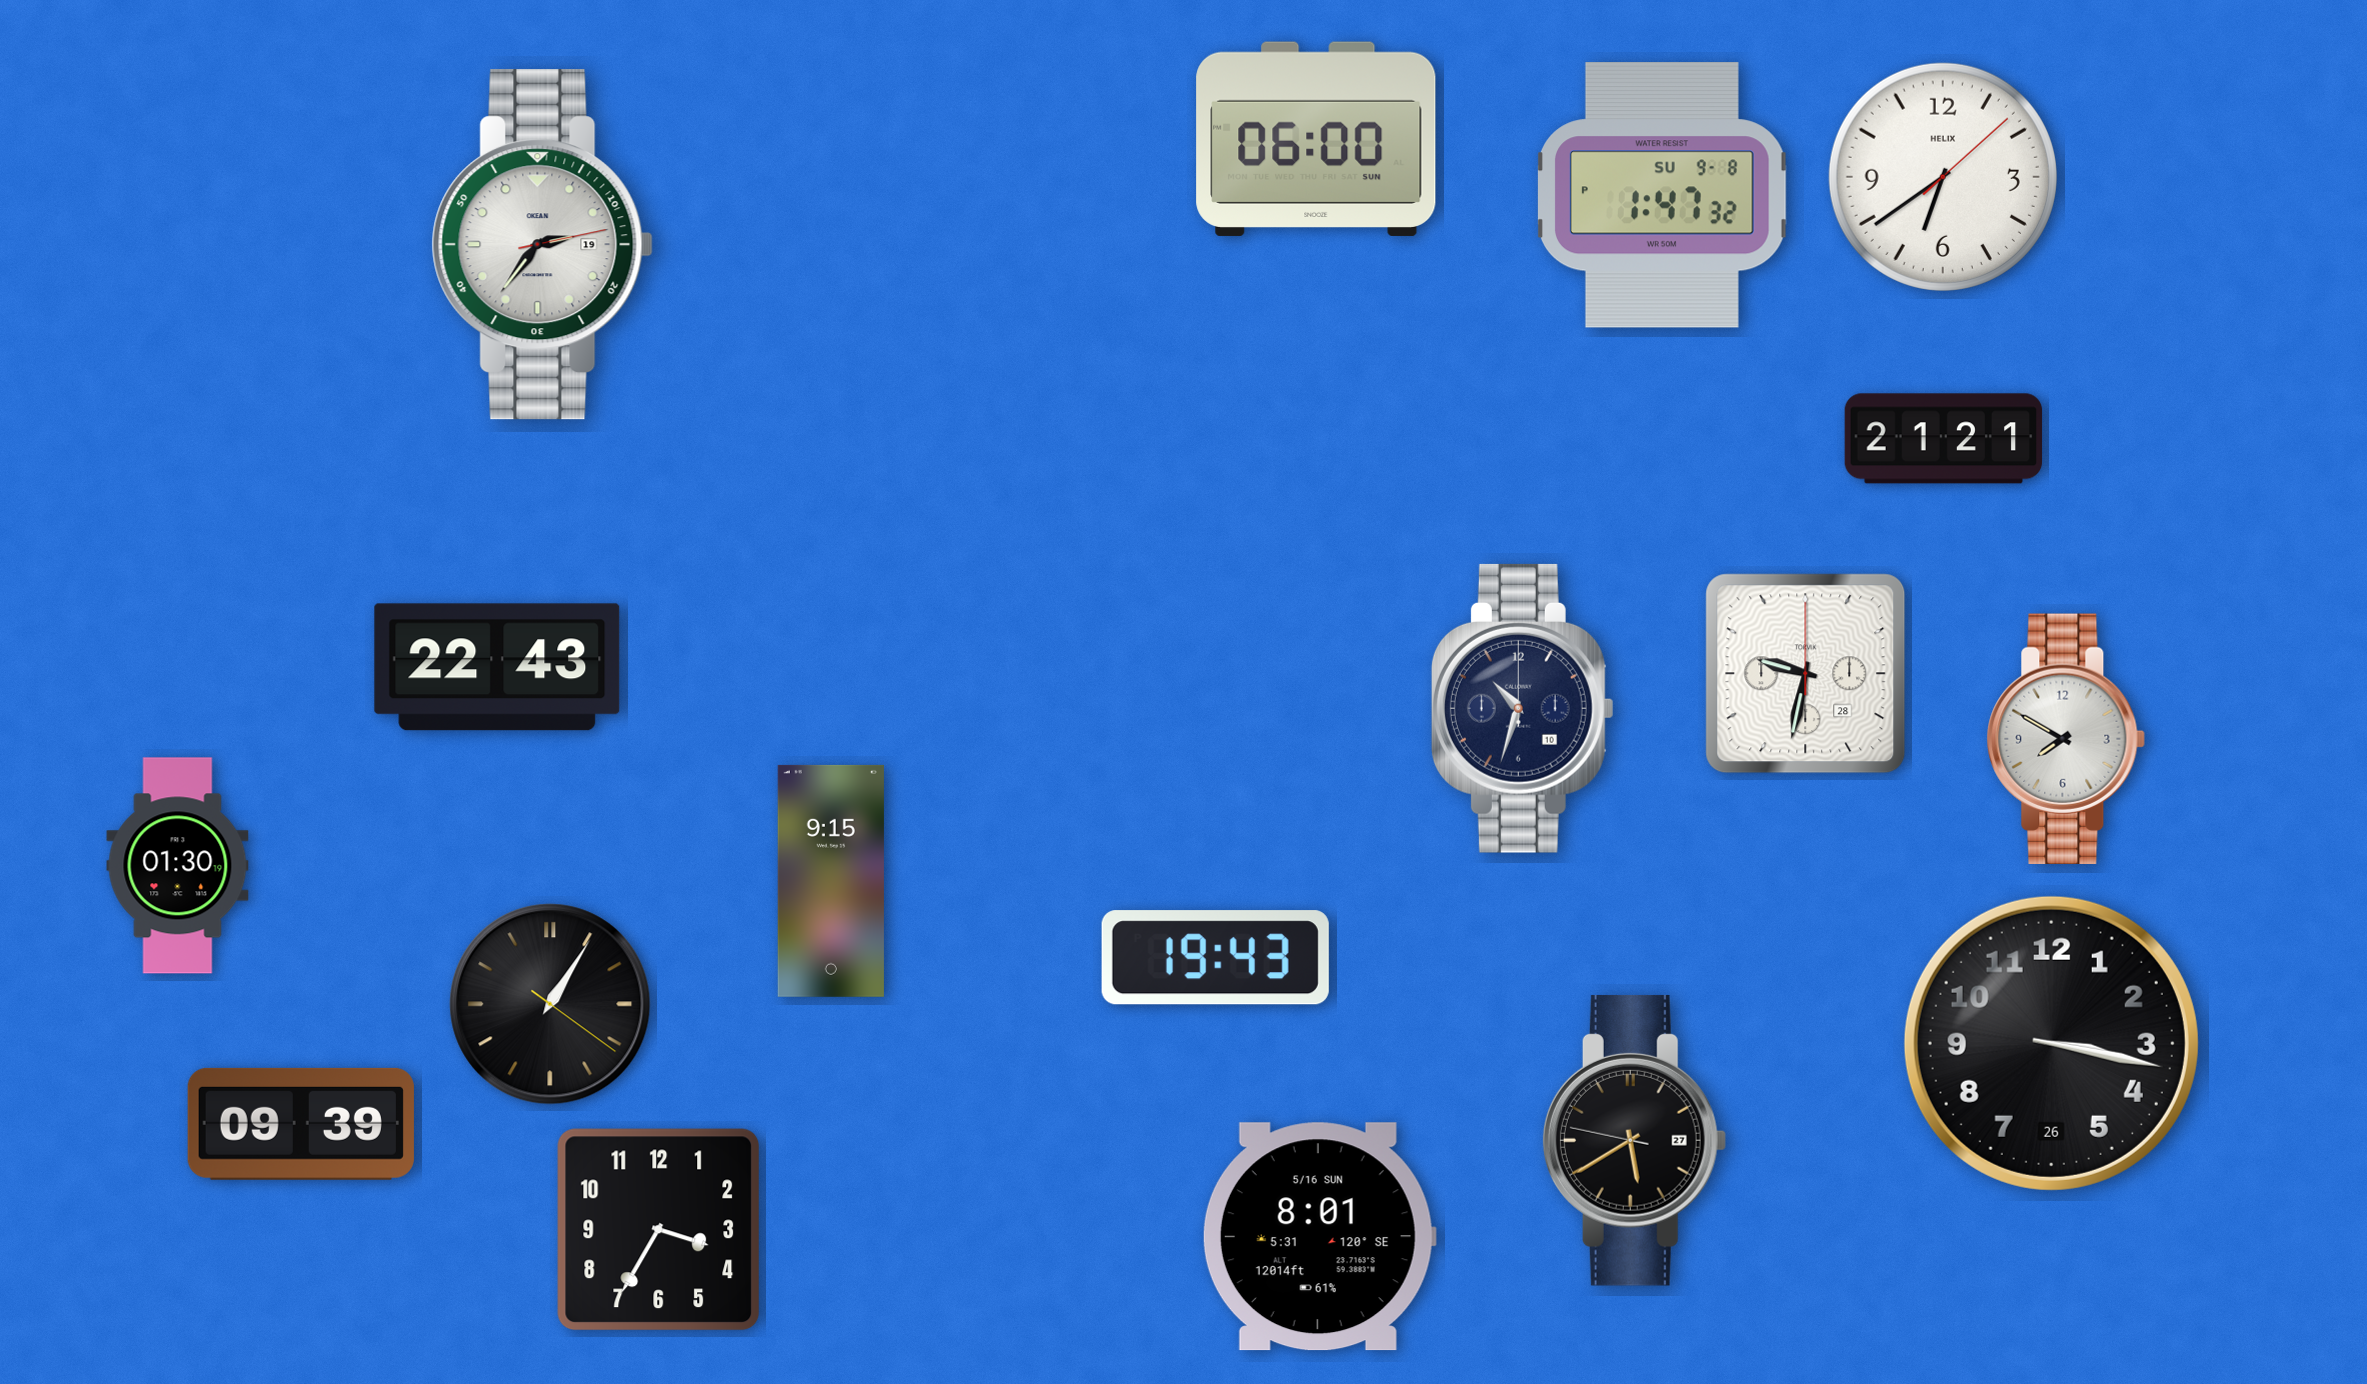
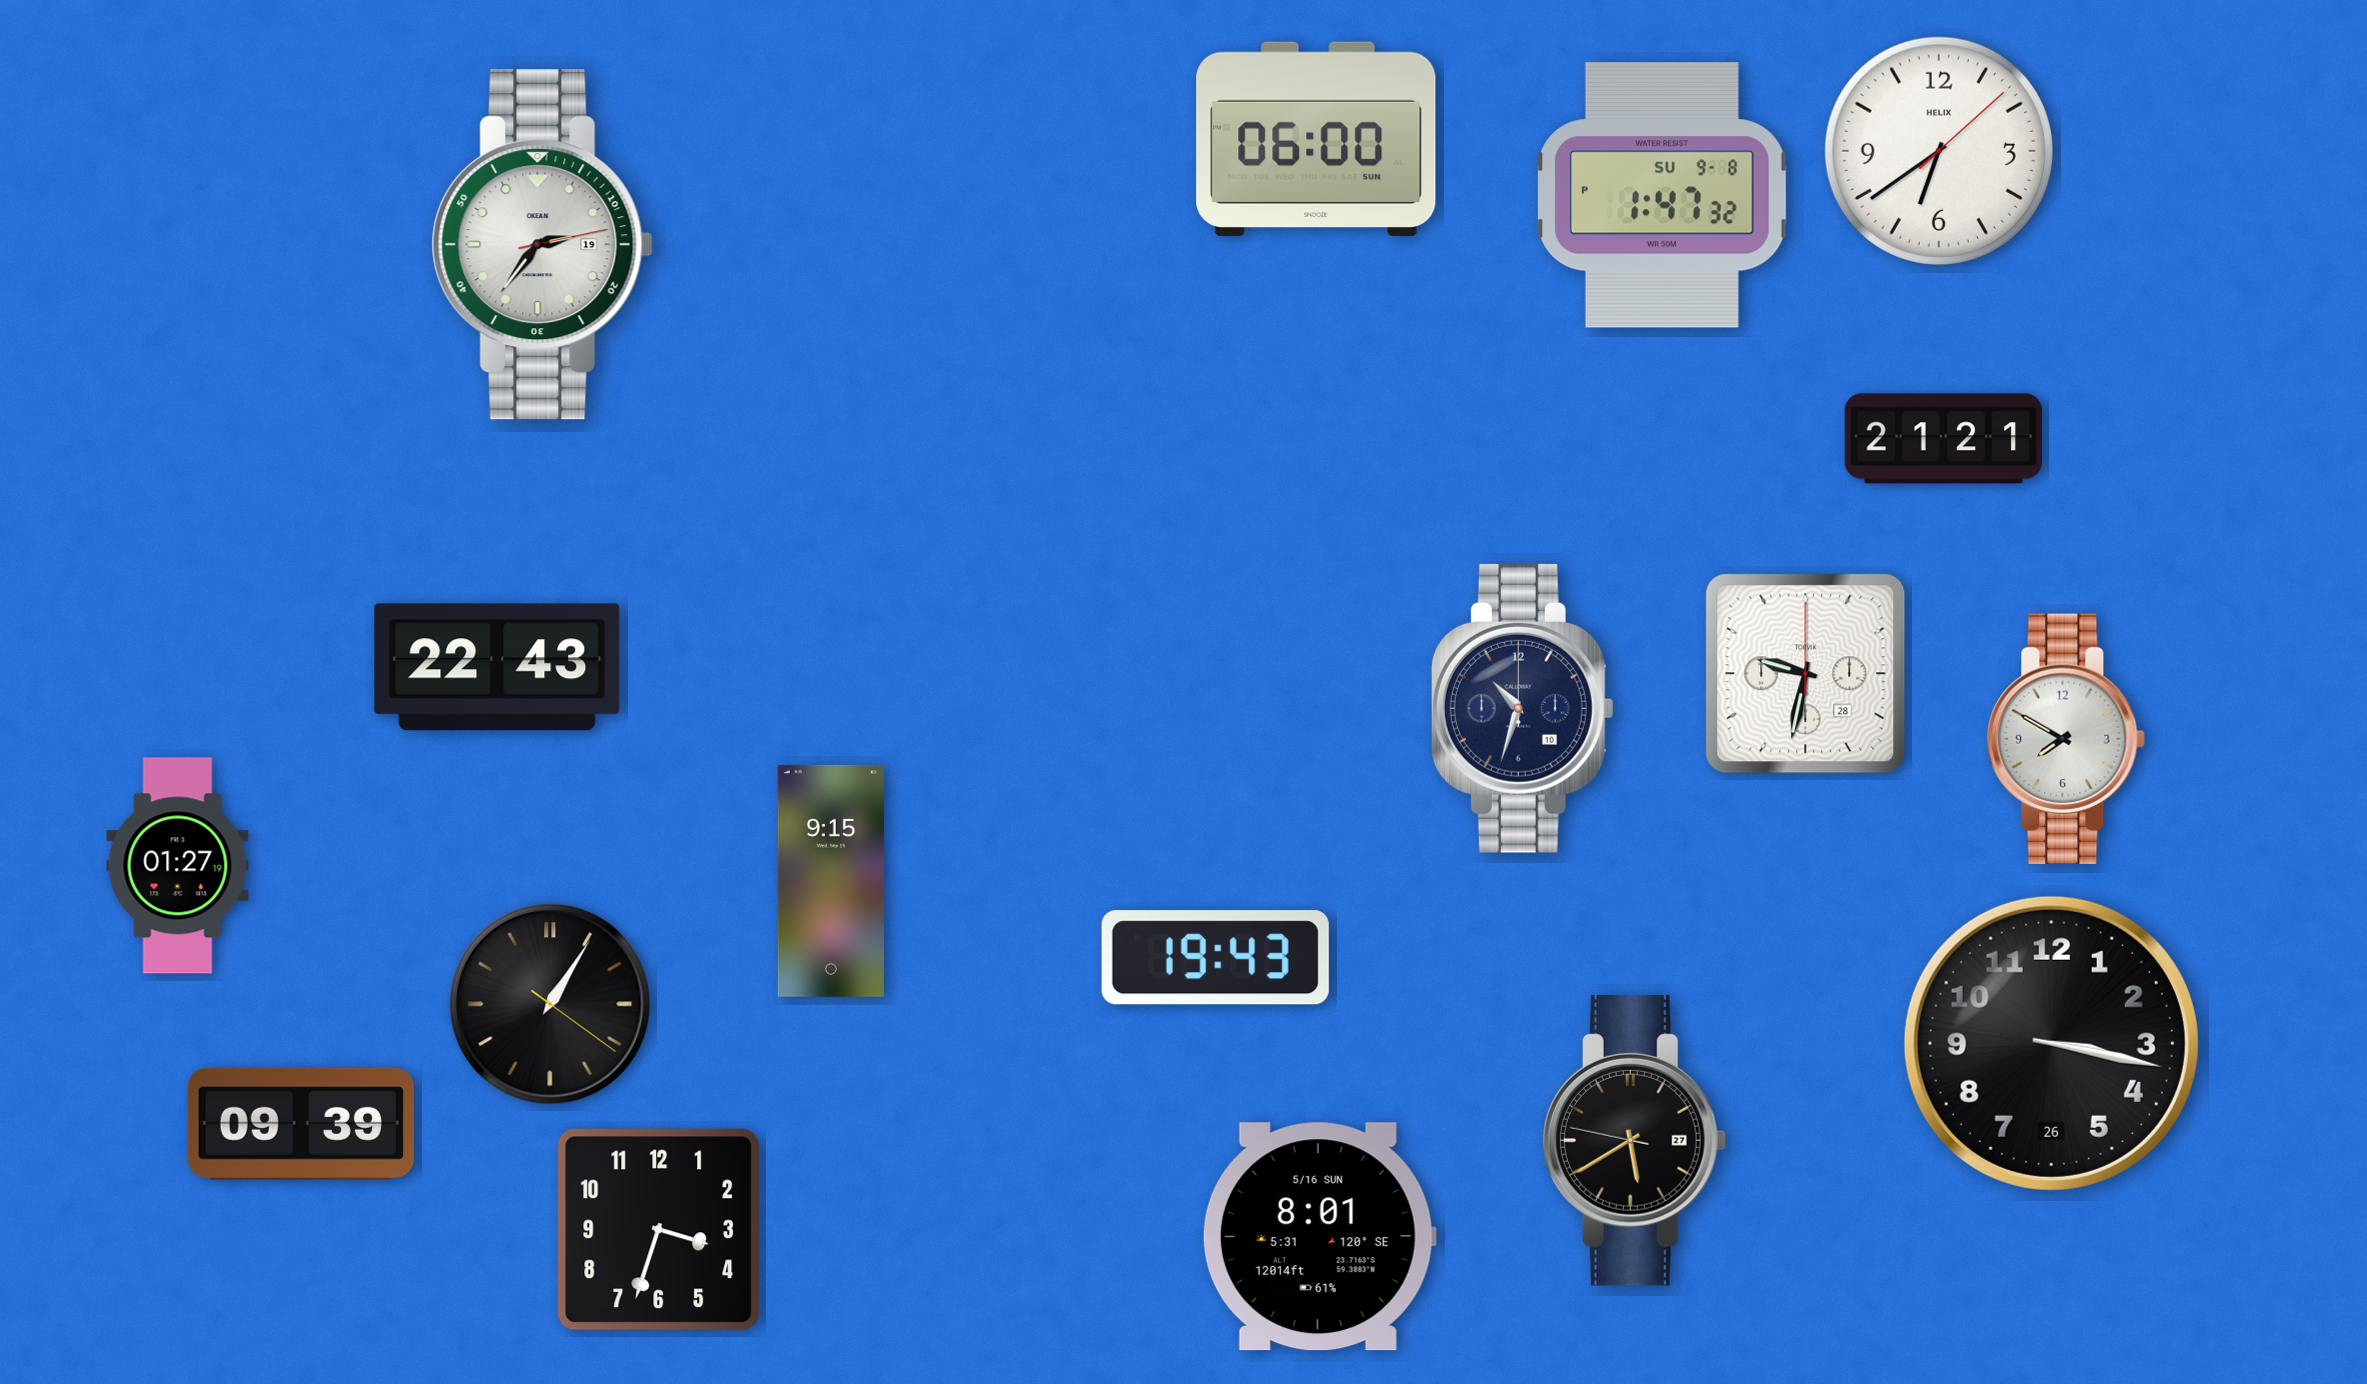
clock at (1943, 177) position: (1943, 177) -> (1939, 151)
clock at (178, 866): 01:30 -> 01:27
clock at (659, 1230): 3:35 -> 3:33
